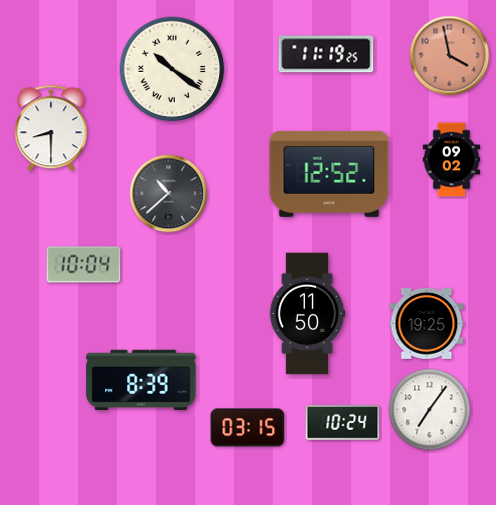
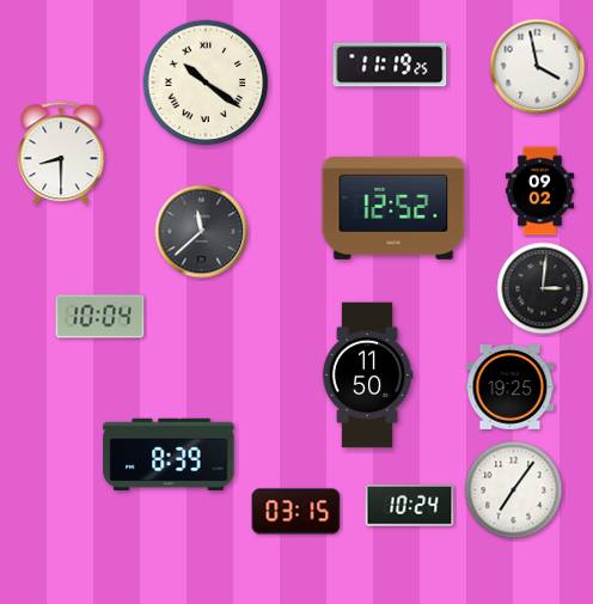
clock at (450, 56) dial: salmon -> white
clock at (169, 194): 10:38 -> 11:38
clock at (543, 288): none -> 3:01
